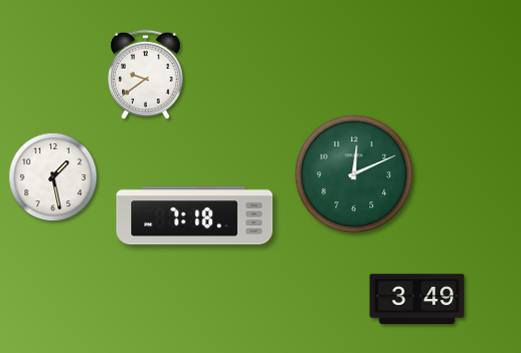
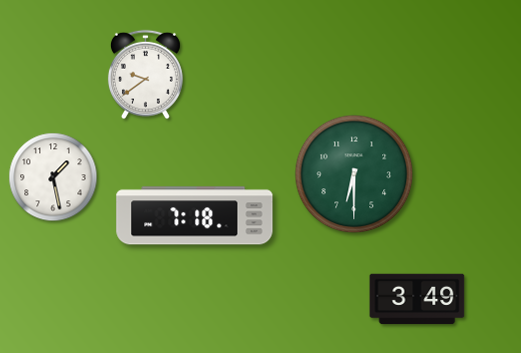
clock at (354, 174): 12:11 -> 6:30
